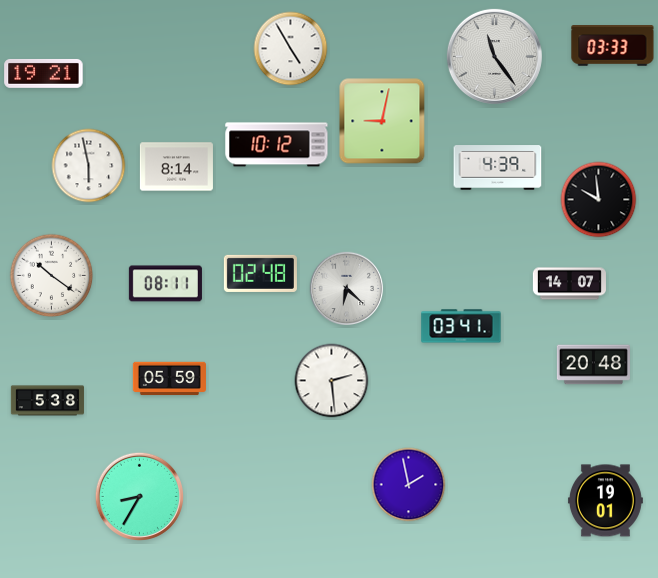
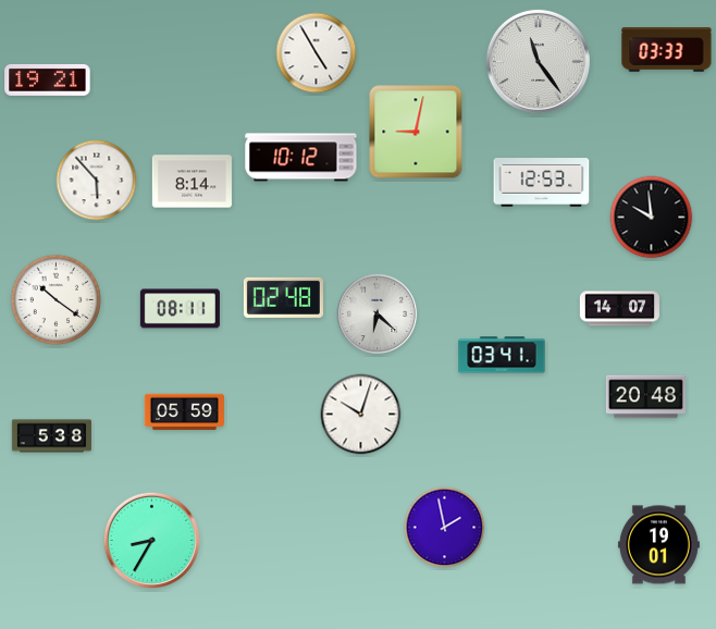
clock at (89, 166): 5:58 -> 5:53
clock at (498, 168): 4:39 -> 12:53
clock at (332, 381): 2:29 -> 10:03
